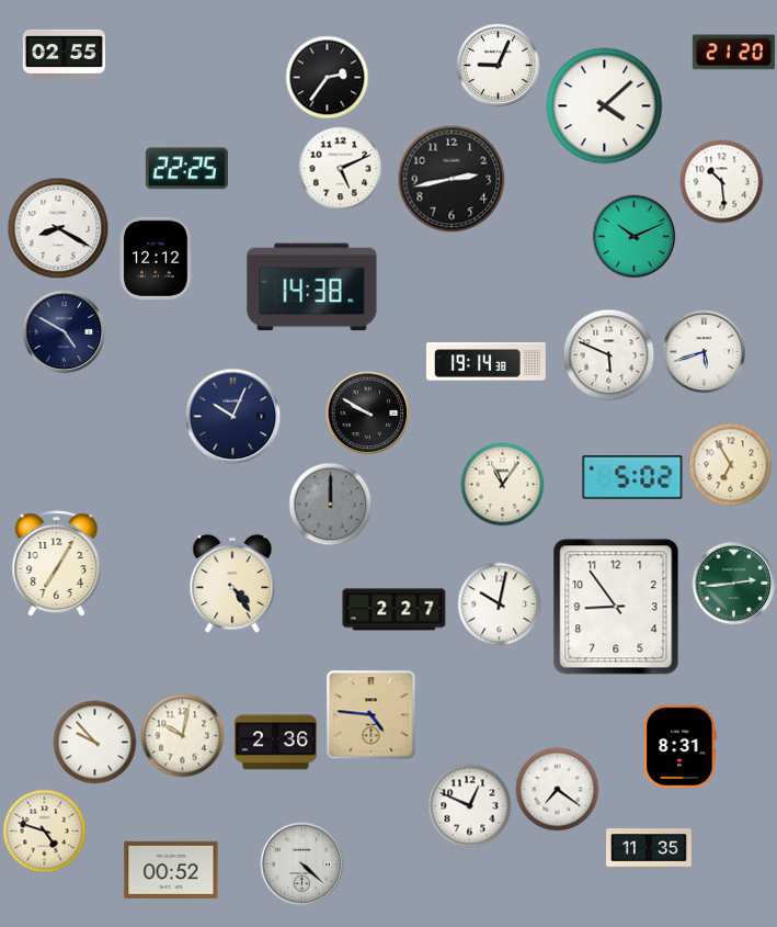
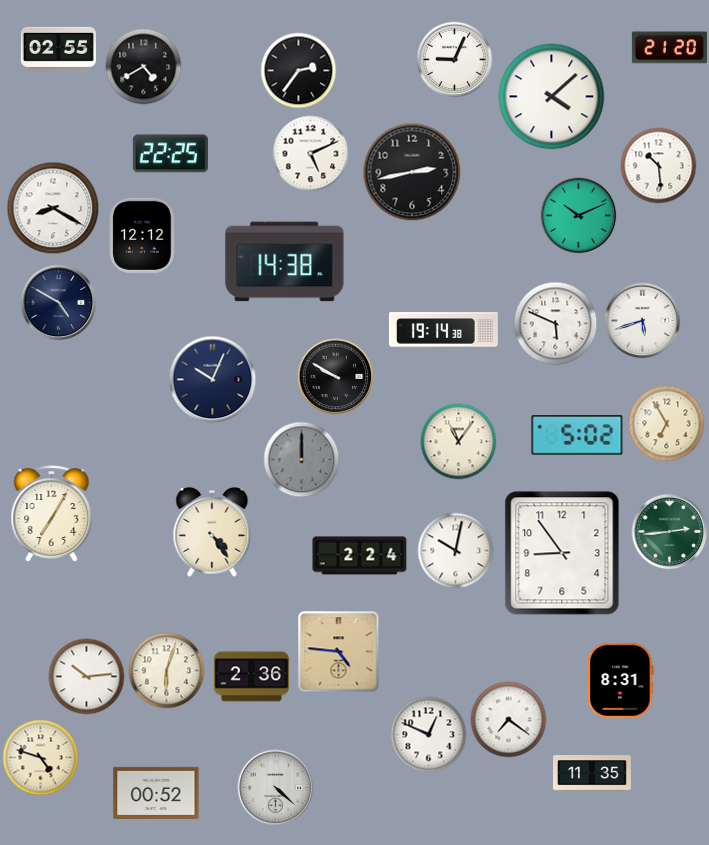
clock at (144, 67): none -> 4:40
clock at (452, 179) position: (452, 179) -> (412, 172)
clock at (395, 610): 2:27 -> 2:24
clock at (183, 736): 10:02 -> 6:03
clock at (95, 743): 9:53 -> 10:14
